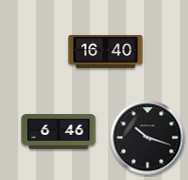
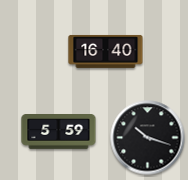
clock at (59, 132): 6:46 -> 5:59
